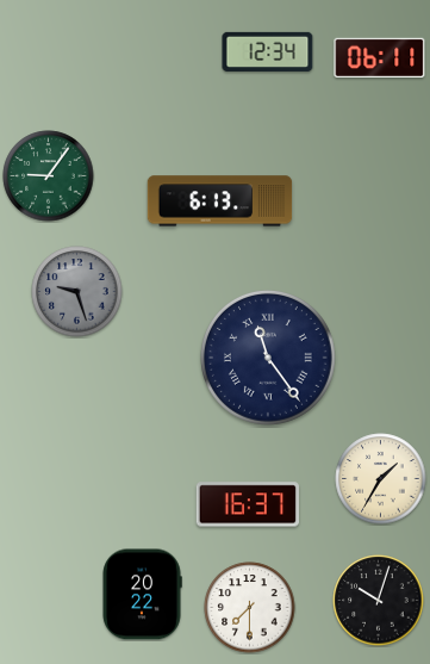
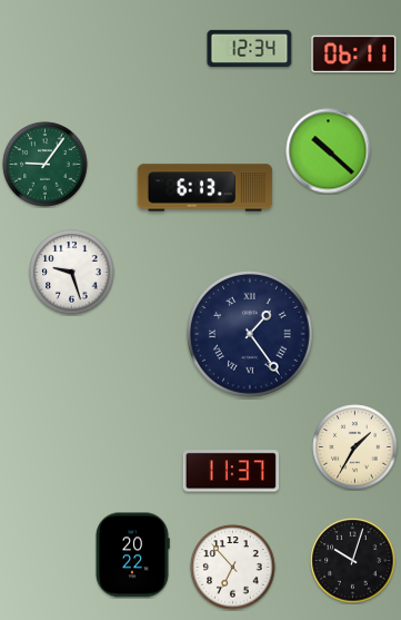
clock at (329, 151): none -> 10:22
clock at (77, 292) dial: grey -> white
clock at (269, 359): 11:24 -> 1:24
clock at (247, 504): 16:37 -> 11:37
clock at (250, 608): 7:30 -> 6:53
